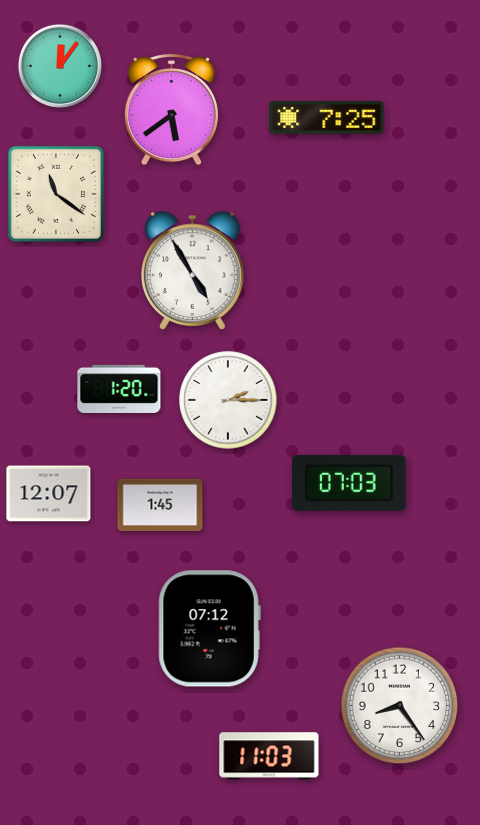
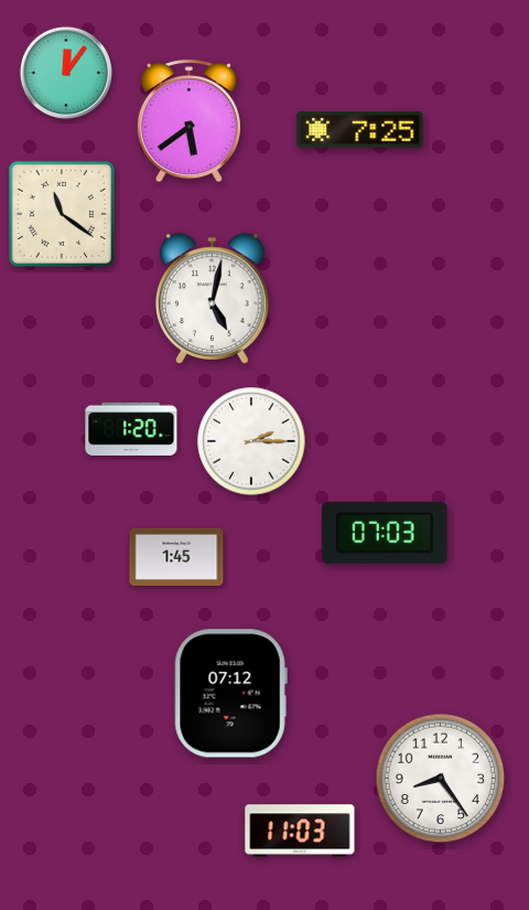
clock at (193, 271): 4:55 -> 5:02
clock at (49, 494): 12:07 -> none
clock at (269, 756) position: (269, 756) -> (300, 831)
